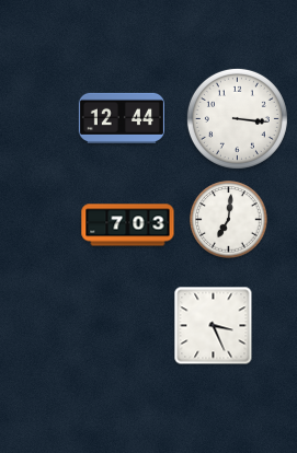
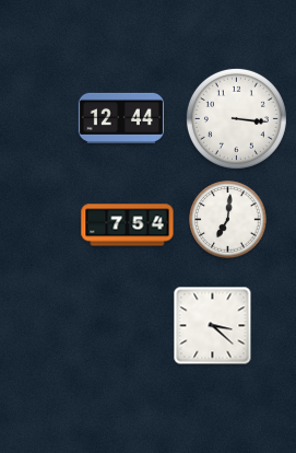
clock at (128, 225): 7:03 -> 7:54
clock at (214, 326): 3:26 -> 3:22
